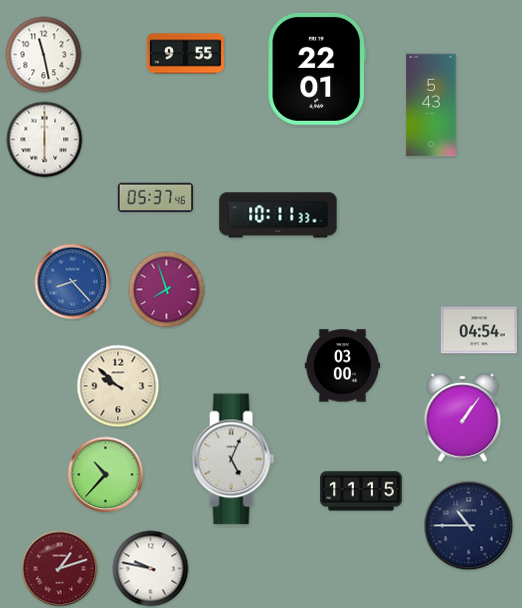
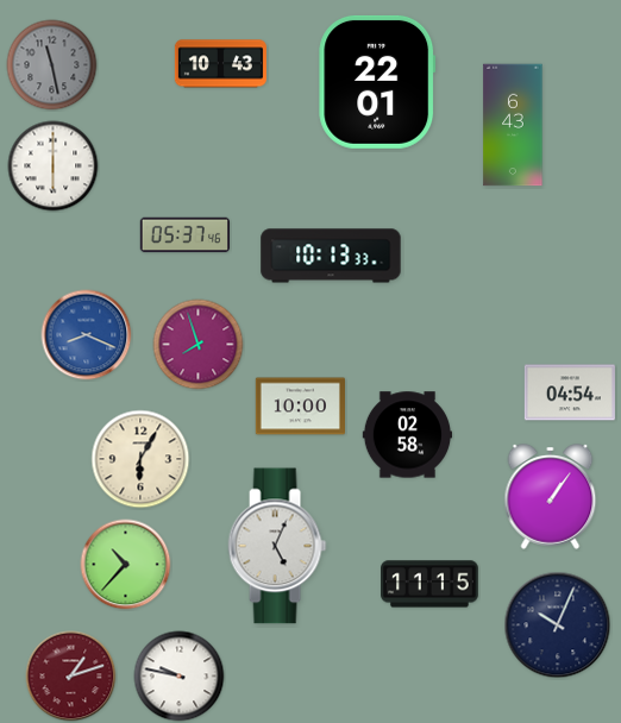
clock at (185, 54): 9:55 -> 10:43
clock at (44, 55) dial: white -> grey
clock at (431, 105): 5:43 -> 6:43
clock at (278, 215): 10:11 -> 10:13
clock at (73, 282): 8:23 -> 8:19
clock at (300, 407): none -> 10:00
clock at (342, 366): 03:00 -> 02:58
clock at (118, 386): 9:52 -> 6:05
clock at (469, 526): 10:45 -> 10:04
